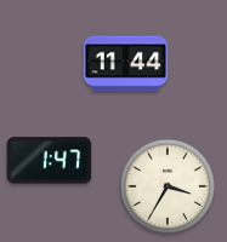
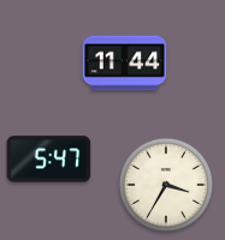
clock at (50, 161): 1:47 -> 5:47
